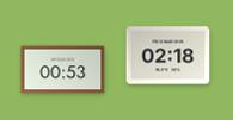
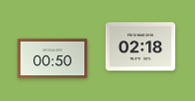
clock at (63, 70): 00:53 -> 00:50
